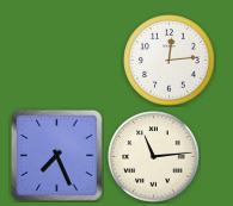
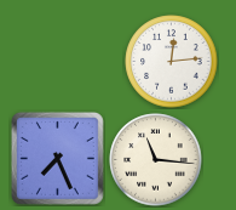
clock at (154, 157): 11:14 -> 11:16
